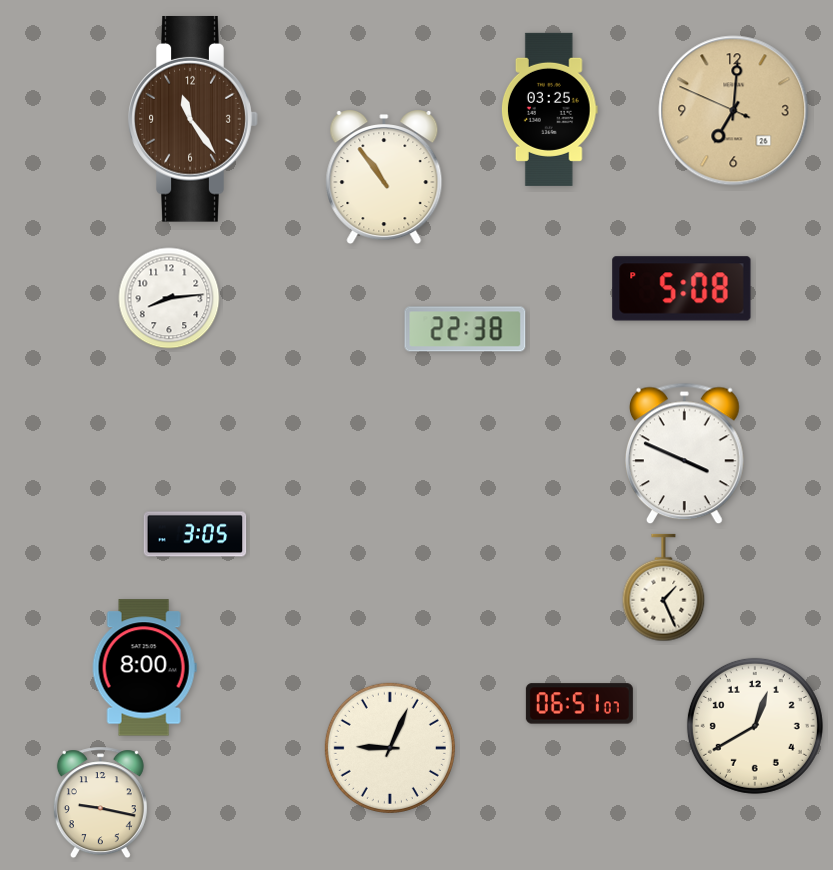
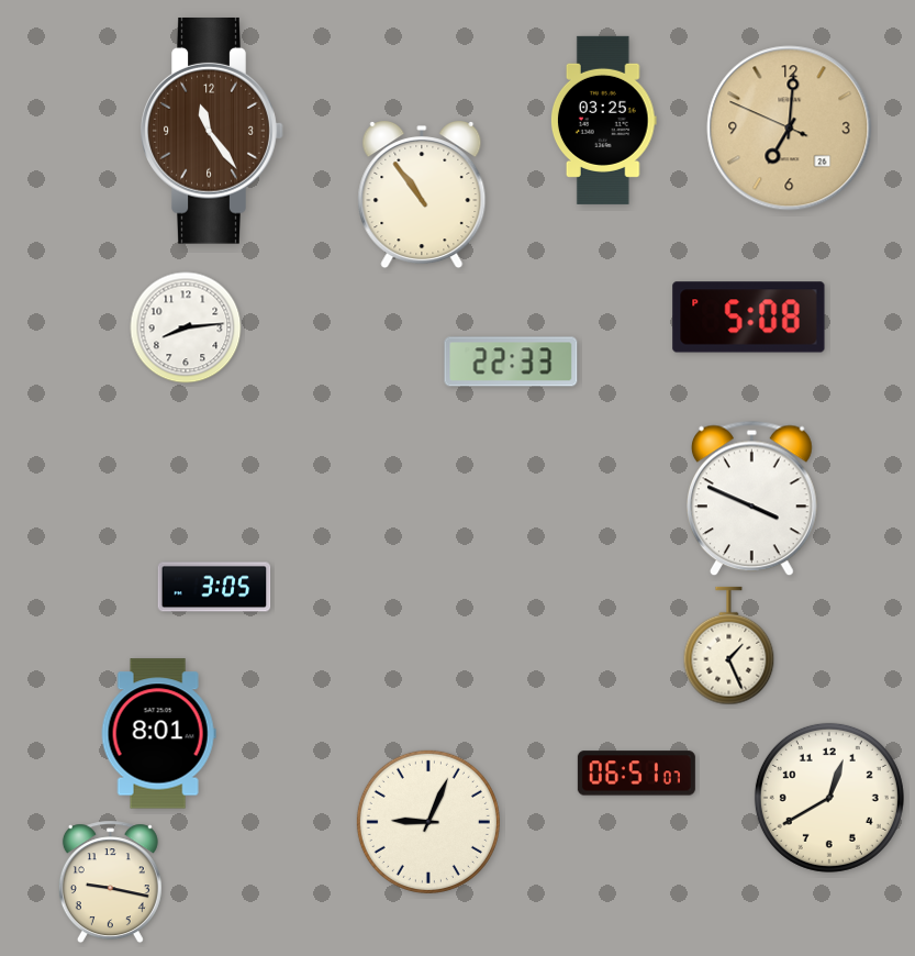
clock at (734, 111) position: (734, 111) -> (790, 129)
clock at (465, 329): 22:38 -> 22:33
clock at (144, 668): 8:00 -> 8:01
